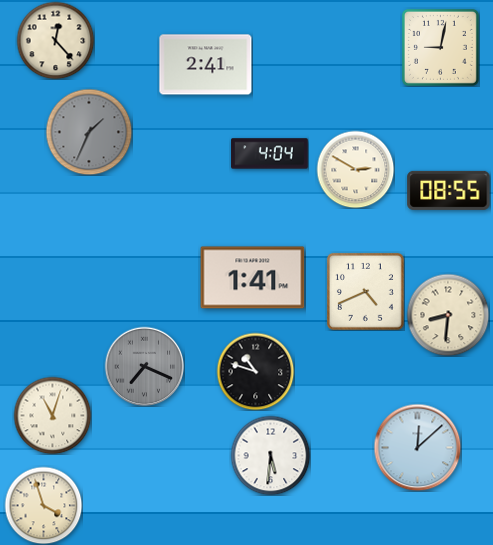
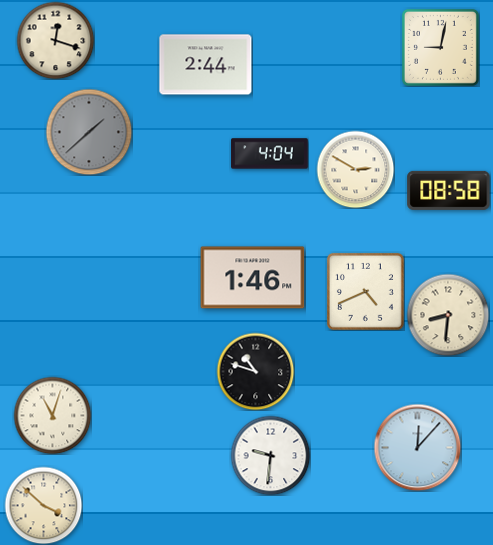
clock at (55, 40): 12:23 -> 12:18
clock at (206, 65): 2:41 -> 2:44
clock at (89, 132): 1:34 -> 1:38
clock at (449, 190): 08:55 -> 08:58
clock at (253, 278): 1:41 -> 1:46
clock at (144, 366): 7:19 -> none
clock at (417, 447): 12:08 -> 12:07
clock at (270, 455): 5:31 -> 9:31
clock at (43, 505): 3:57 -> 3:52
